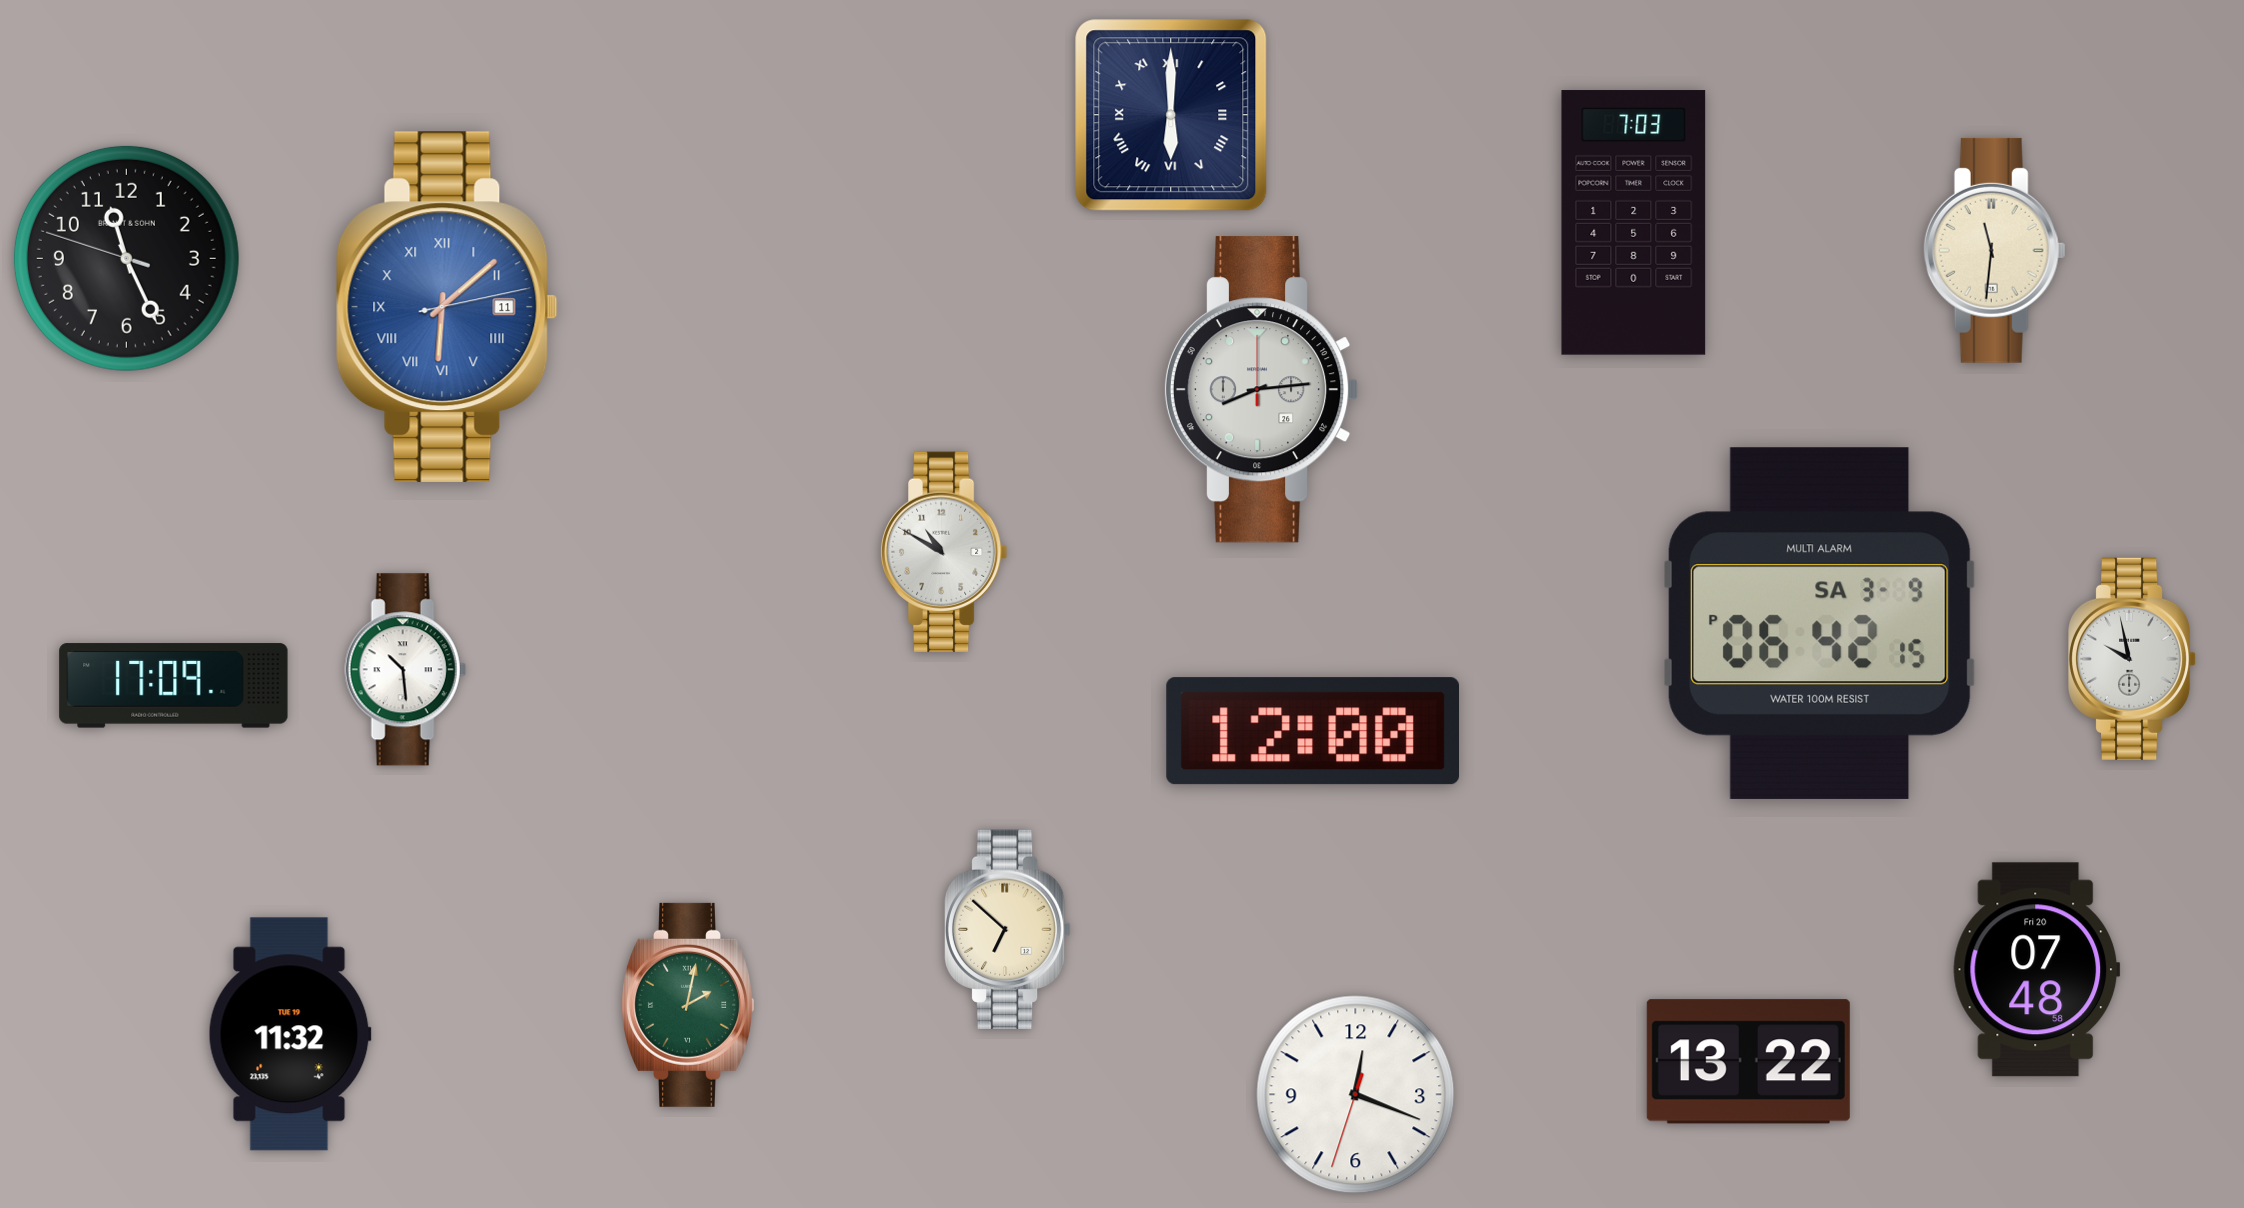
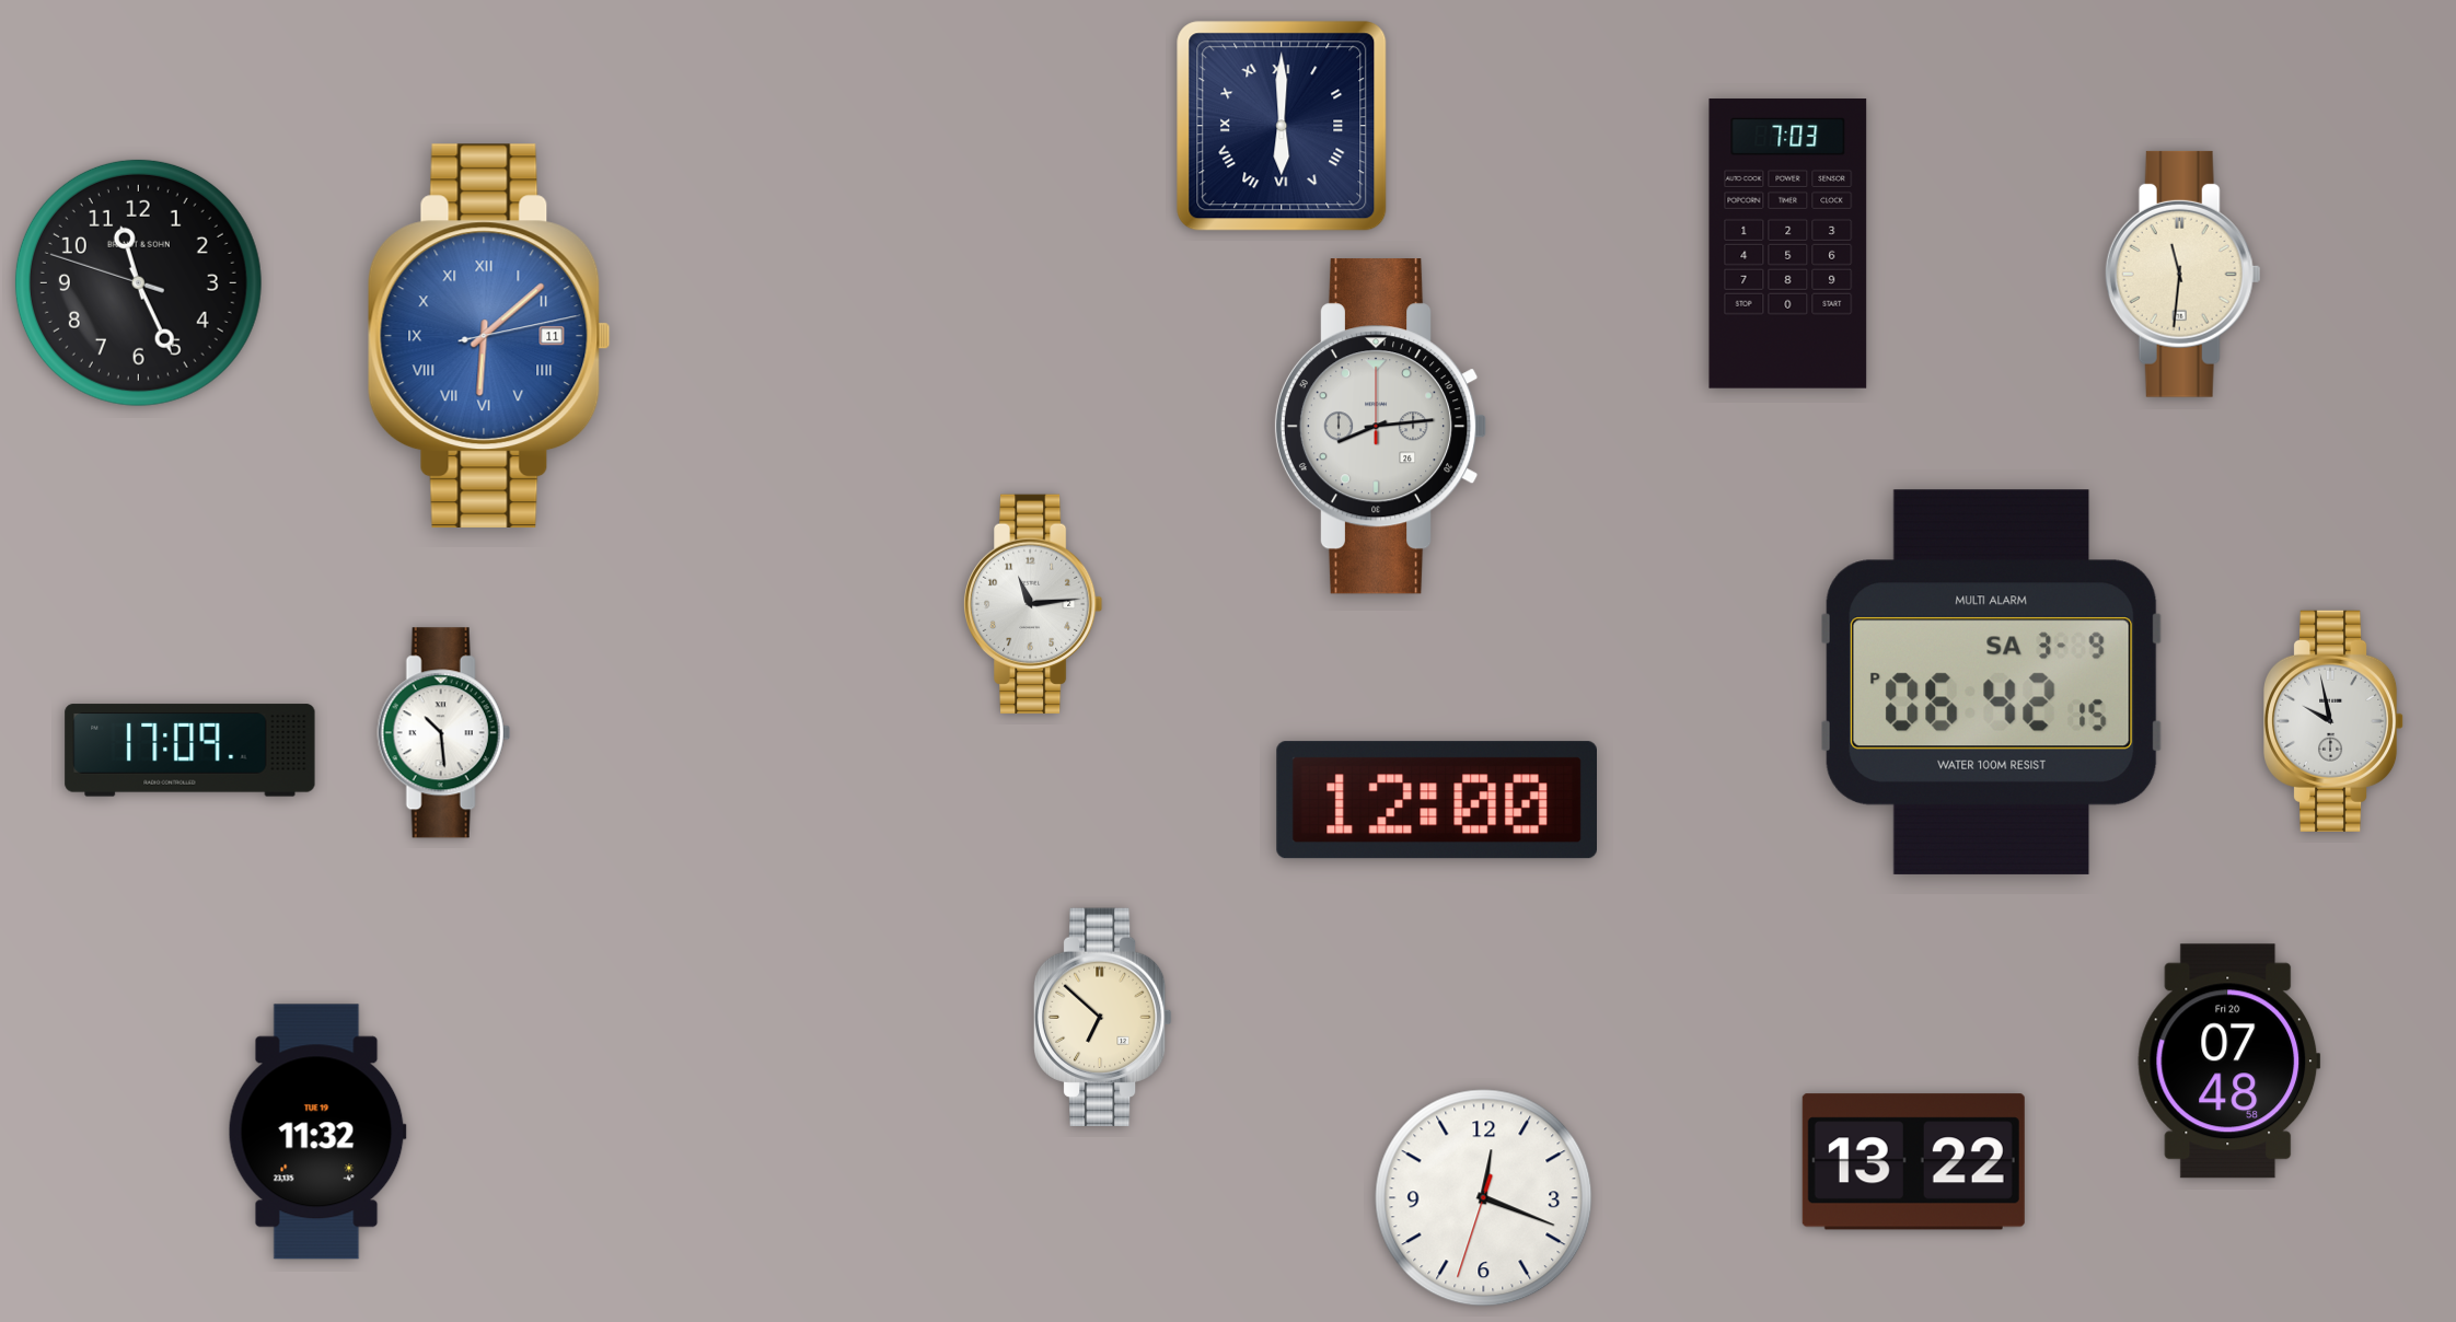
clock at (944, 552): 10:50 -> 11:14
clock at (688, 1005): 2:02 -> none
